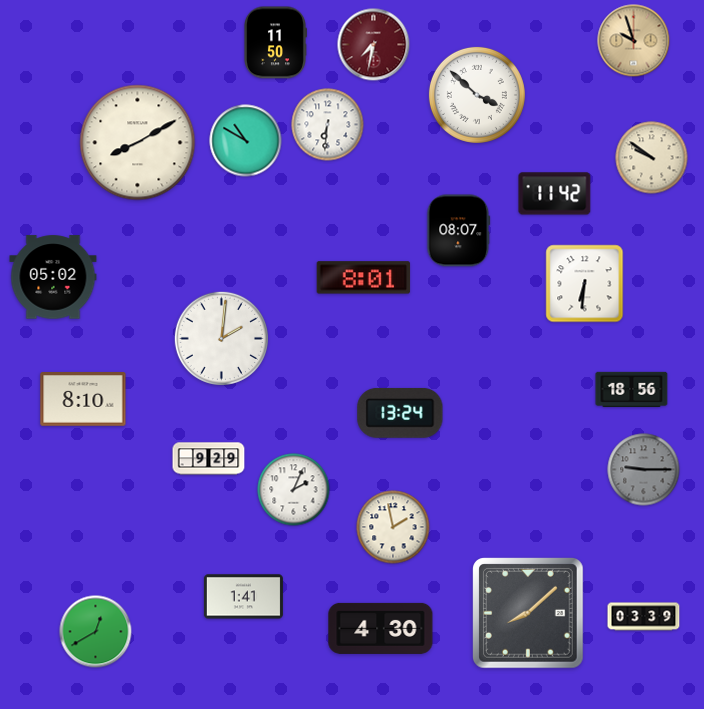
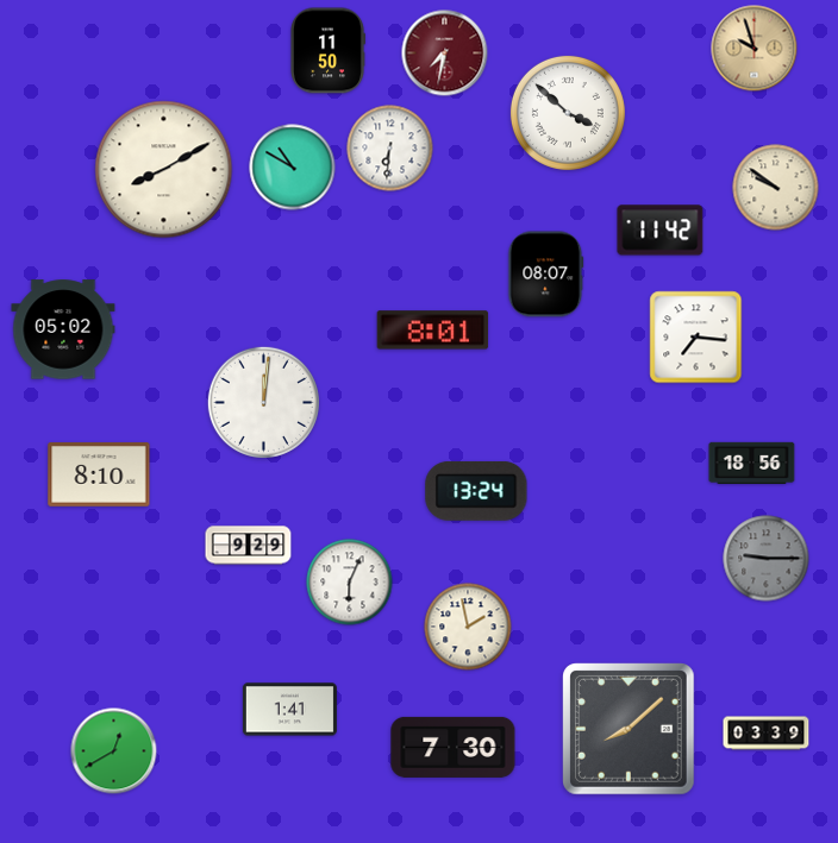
clock at (585, 284): 6:31 -> 7:16
clock at (221, 338): 2:01 -> 12:01
clock at (294, 490): 2:04 -> 6:04
clock at (381, 628): 4:30 -> 7:30
